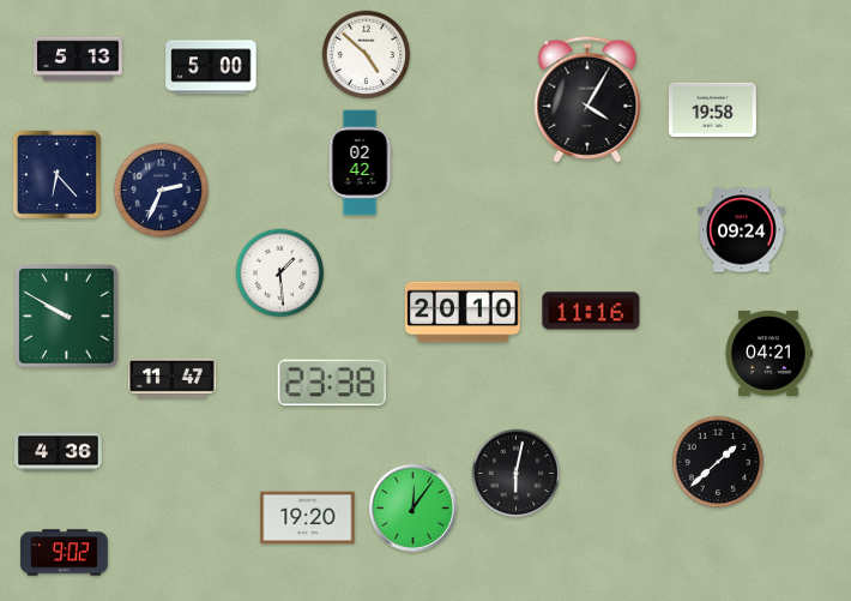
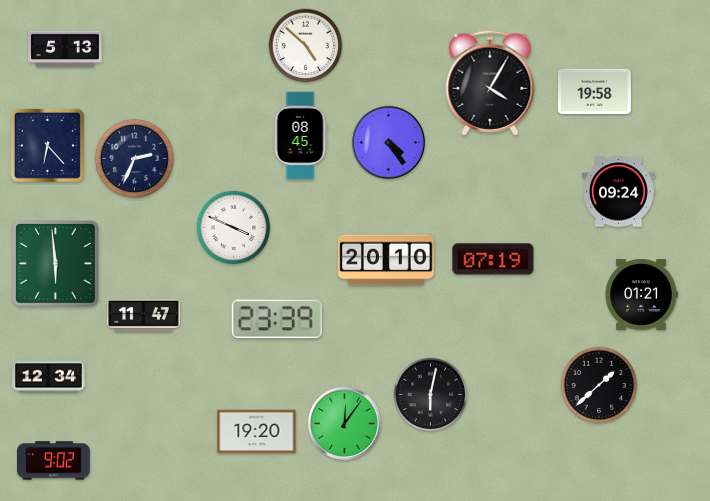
clock at (211, 67): 5:00 -> none
clock at (360, 163): 02:42 -> 08:45
clock at (388, 142): none -> 4:24
clock at (280, 274): 1:29 -> 3:49
clock at (591, 311): 11:16 -> 07:19
clock at (67, 317): 9:50 -> 5:59
clock at (768, 353): 04:21 -> 01:21
clock at (332, 383): 23:38 -> 23:39
clock at (59, 452): 4:36 -> 12:34
